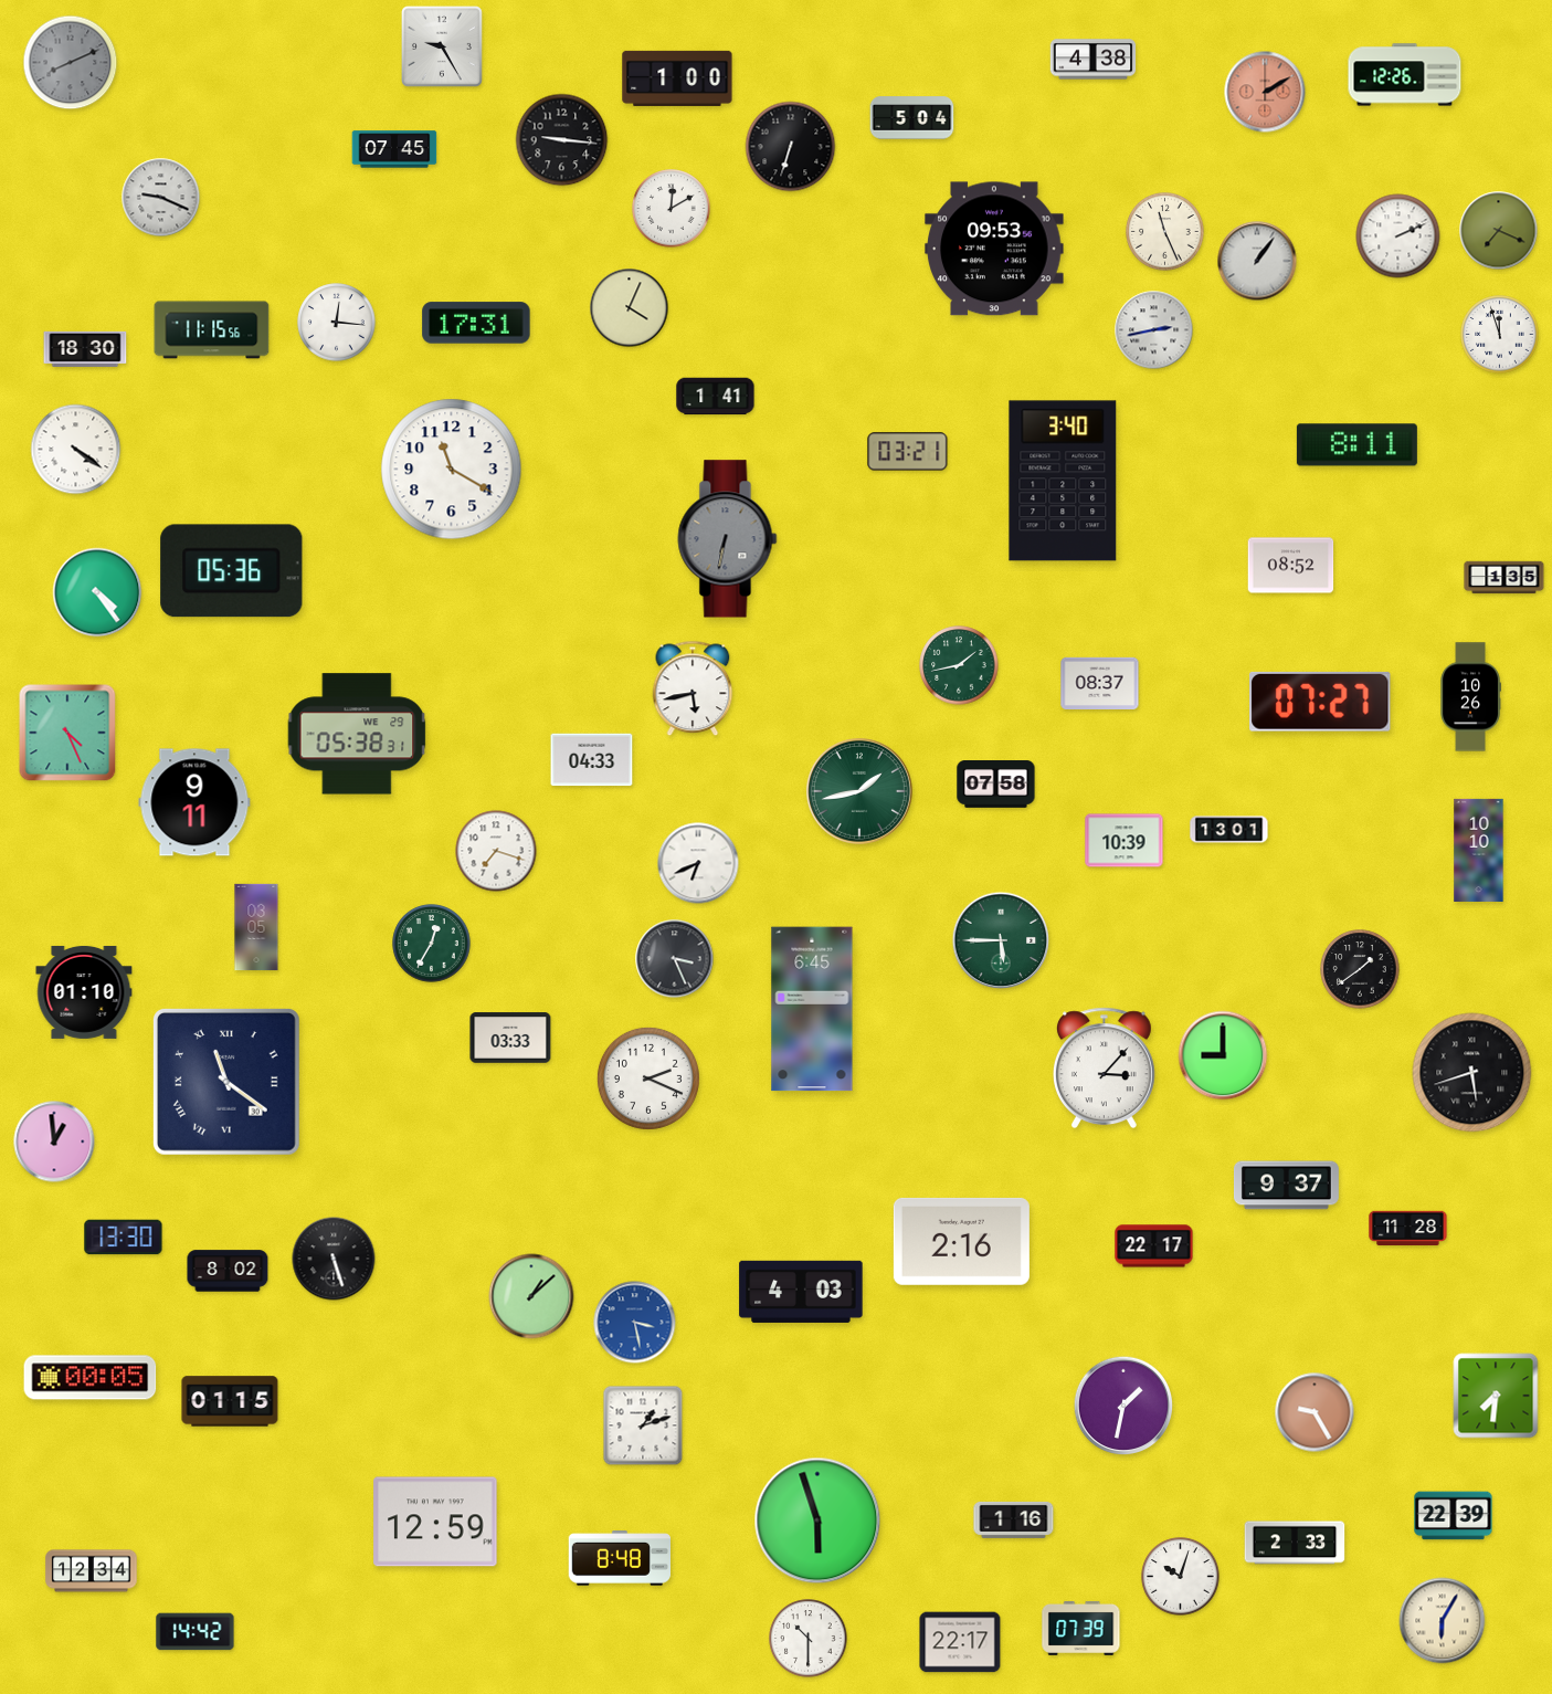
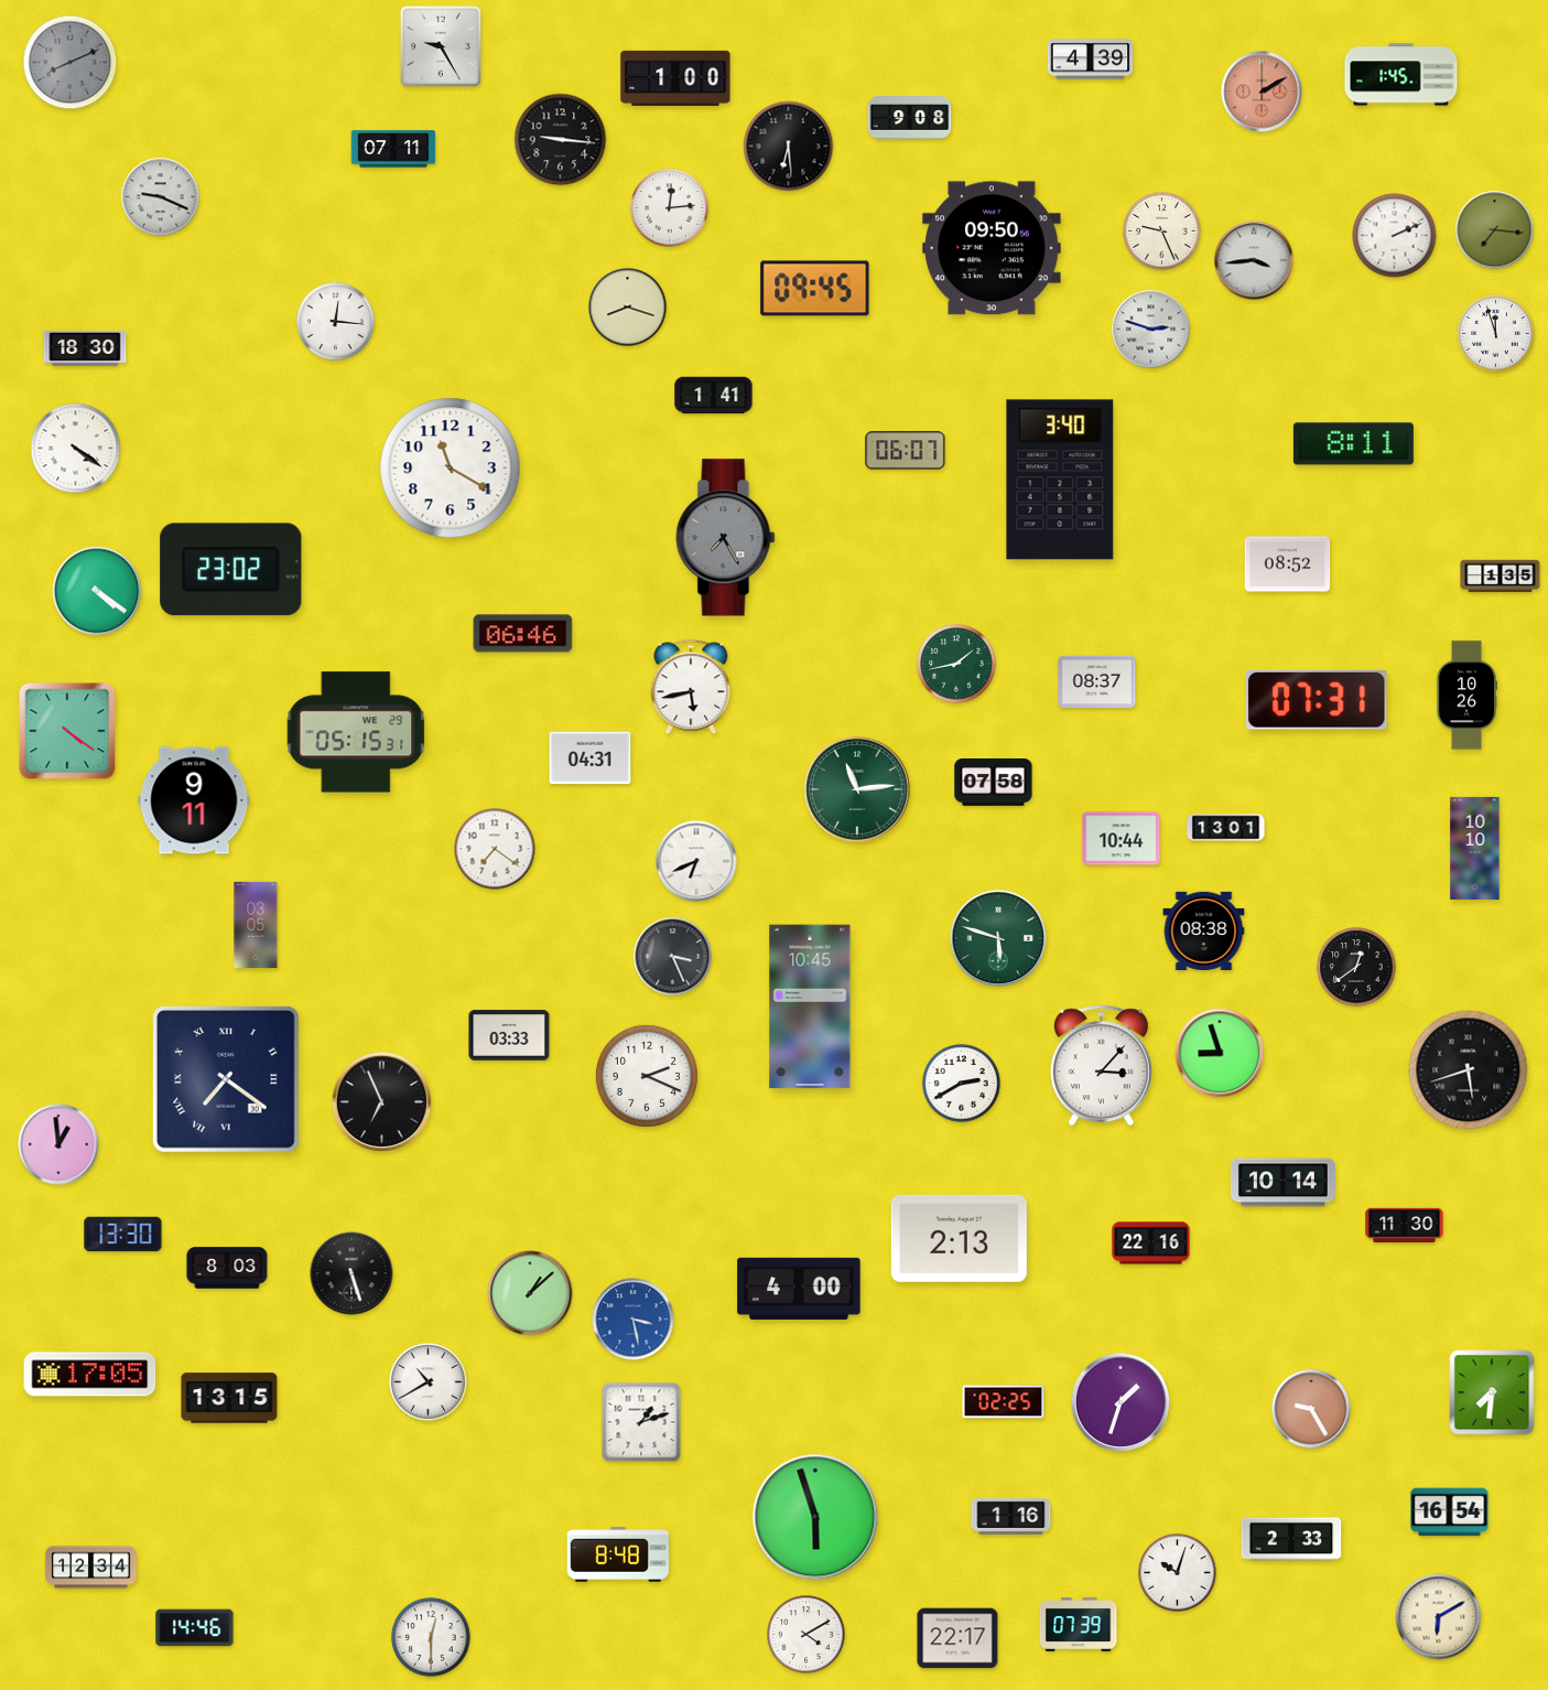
clock at (1094, 60): 4:38 -> 4:39
clock at (1405, 75): 12:26 -> 1:45
clock at (912, 118): 5:04 -> 9:08
clock at (791, 147): 6:33 -> 6:29
clock at (394, 149): 07:45 -> 07:11
clock at (672, 209): 12:10 -> 12:14
clock at (1499, 231): 7:19 -> 7:16
clock at (1165, 232): 11:26 -> 9:26
clock at (994, 249): 09:53 -> 09:50
clock at (1257, 261): 1:06 -> 3:44
clock at (815, 289): none -> 09:45
clock at (630, 308): 4:04 -> 8:18
clock at (476, 323): 17:31 -> none
clock at (212, 330): 11:15 -> none
clock at (1154, 330): 2:43 -> 2:48
clock at (908, 452): 03:21 -> 06:07
clock at (728, 539): 6:32 -> 7:25
clock at (232, 571): 05:36 -> 23:02
clock at (97, 592): 4:24 -> 4:21
clock at (523, 634): none -> 06:46
clock at (1320, 702): 07:27 -> 07:31
clock at (67, 733): 4:26 -> 4:21
clock at (357, 734): 05:38 -> 05:15
clock at (592, 760): 04:33 -> 04:31
clock at (859, 791): 1:43 -> 11:14
clock at (1125, 841): 10:39 -> 10:44
clock at (496, 851): 7:18 -> 7:21
clock at (1204, 930): none -> 08:38
clock at (1001, 940): 5:45 -> 5:48
clock at (432, 944): 12:35 -> none
clock at (1360, 969): 1:39 -> 12:39
clock at (84, 992): 01:10 -> none
clock at (812, 1009): 6:45 -> 10:45
clock at (1223, 1055): 9:00 -> 8:57
clock at (226, 1082): 11:21 -> 7:21
clock at (962, 1084): none -> 2:40
clock at (381, 1101): none -> 6:56
clock at (54, 1141) position: (54, 1141) -> (58, 1144)
clock at (1286, 1186): 9:37 -> 10:14
clock at (1408, 1229): 11:28 -> 11:30
clock at (961, 1241): 2:16 -> 2:13
clock at (1154, 1246): 22:17 -> 22:16
clock at (334, 1259) position: (334, 1259) -> (351, 1273)
clock at (228, 1271): 8:02 -> 8:03
clock at (801, 1292): 4:03 -> 4:00
clock at (91, 1378): 00:05 -> 17:05
clock at (429, 1382): none -> 10:40
clock at (230, 1401): 01:15 -> 13:15
clock at (1004, 1402): none -> 02:25
clock at (1123, 1406): 1:32 -> 1:33
clock at (1454, 1516): 22:39 -> 16:54
clock at (435, 1522): 12:59 -> none
clock at (1443, 1621): 6:05 -> 6:10
clock at (196, 1632): 14:42 -> 14:46
clock at (809, 1639): 10:30 -> 4:10
clock at (431, 1637): none -> 12:30
